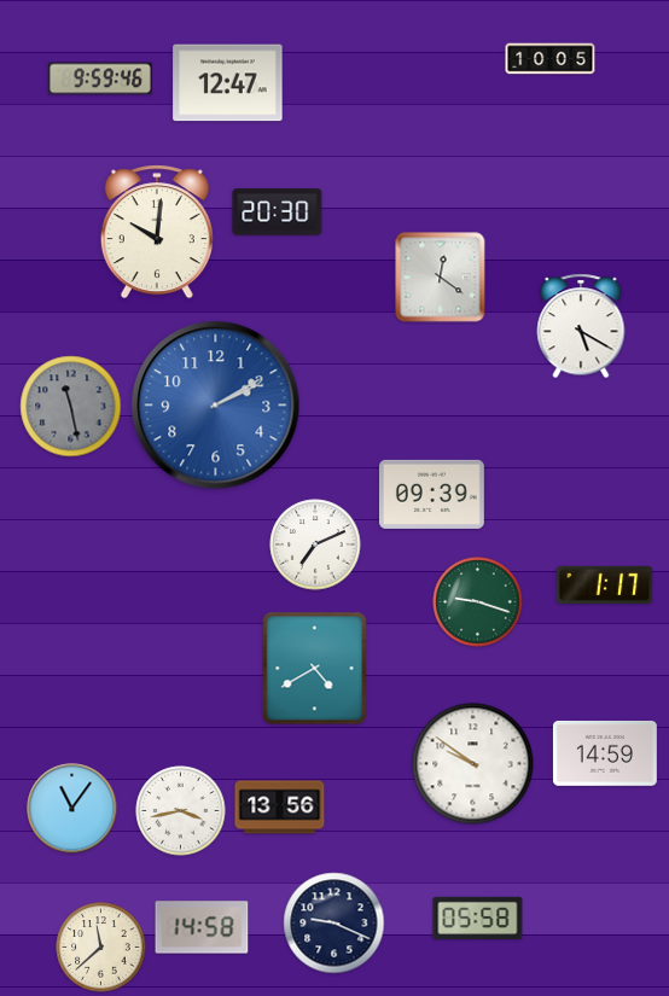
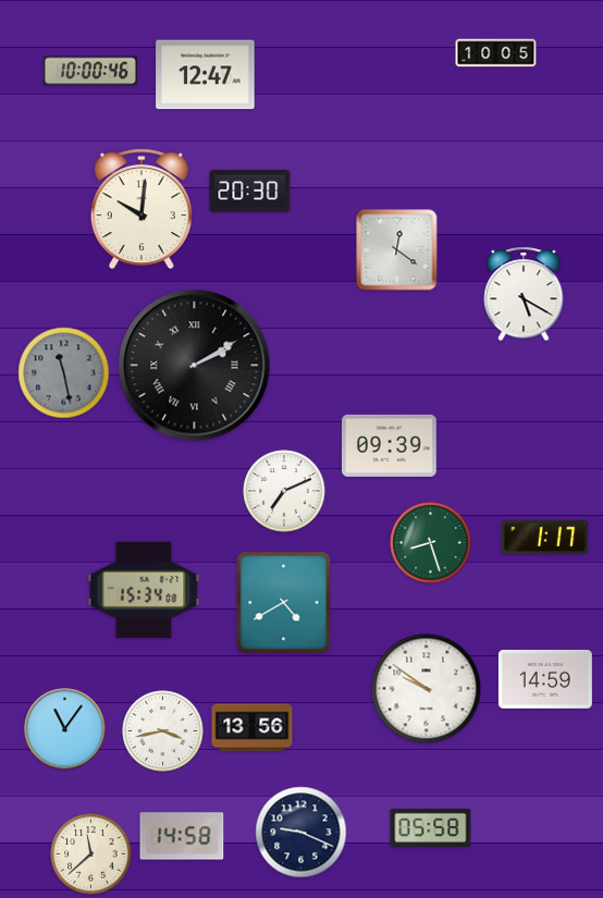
clock at (100, 78): 9:59 -> 10:00
clock at (216, 406) dial: blue -> black
clock at (216, 406) numerals: Arabic -> Roman
clock at (71, 407) position: (71, 407) -> (64, 373)
clock at (605, 584) position: (605, 584) -> (545, 537)
clock at (478, 602): 9:18 -> 8:27
clock at (144, 589): none -> 15:34
